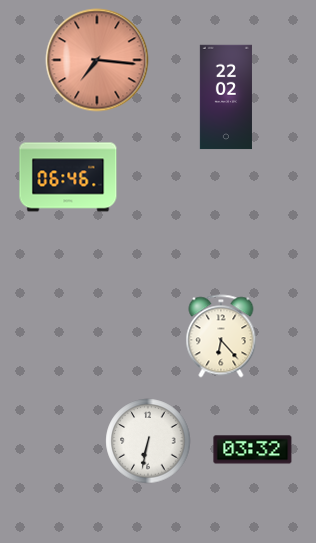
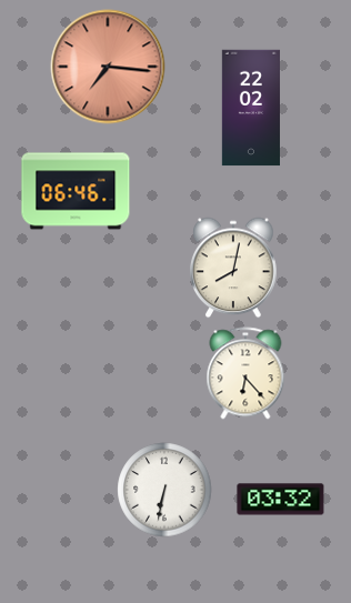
clock at (68, 177) position: (68, 177) -> (76, 191)
clock at (233, 268): none -> 8:02
